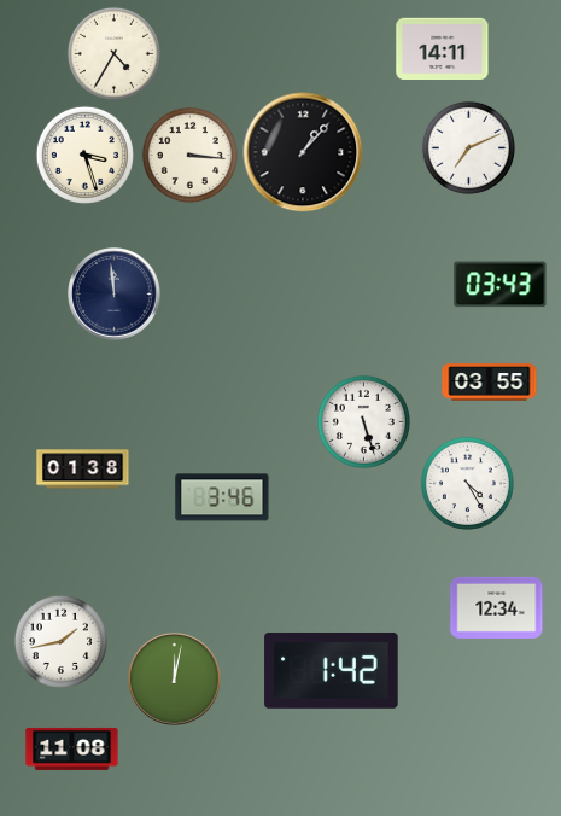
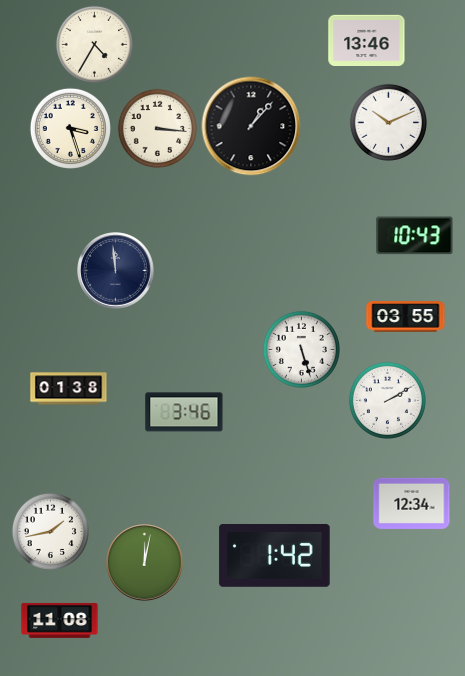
clock at (443, 48): 14:11 -> 13:46
clock at (468, 147): 7:11 -> 10:11
clock at (501, 285): 03:43 -> 10:43
clock at (115, 295) position: (115, 295) -> (116, 271)
clock at (467, 483): 4:25 -> 2:10
